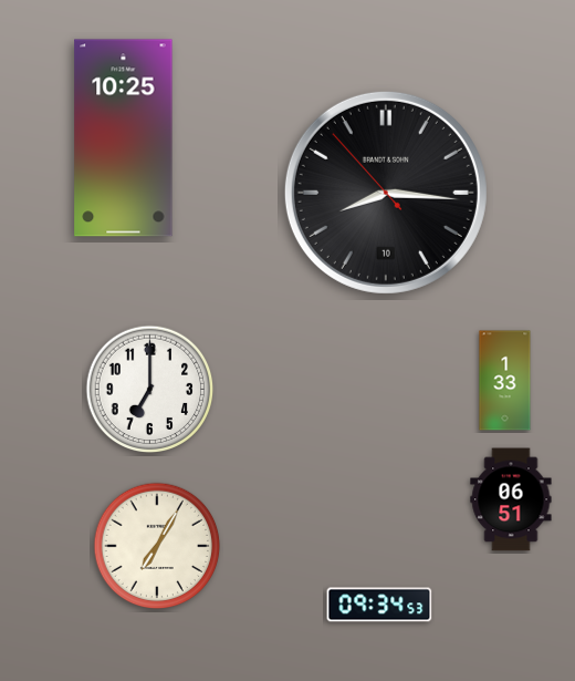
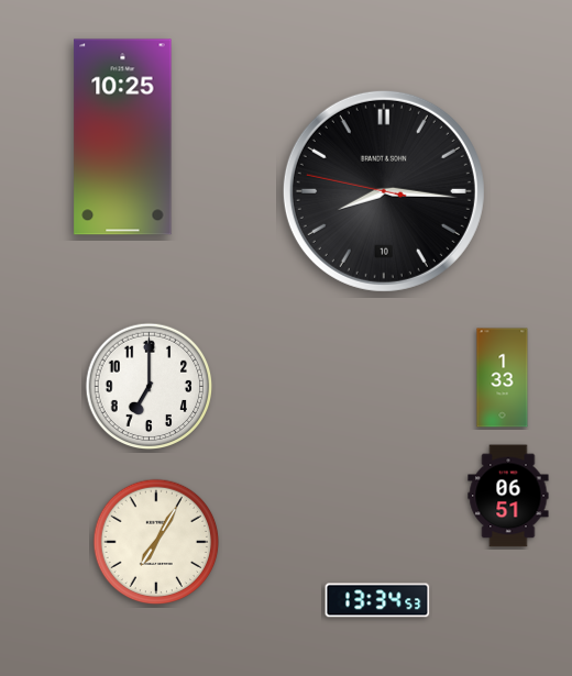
clock at (386, 193): 8:15:53 -> 8:15:47
clock at (379, 605): 09:34 -> 13:34
